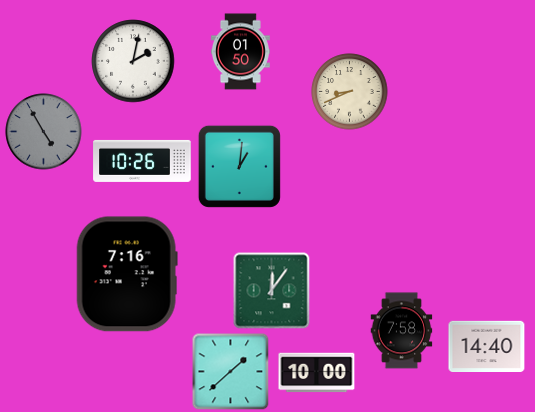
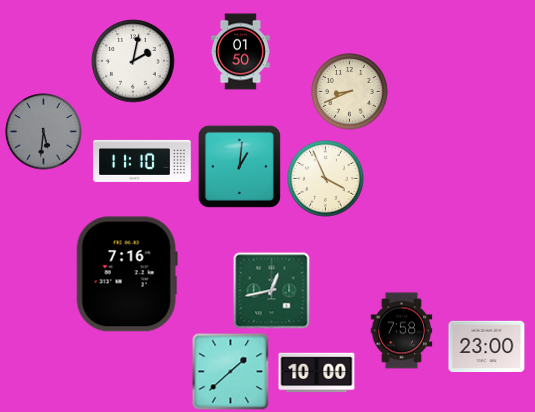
clock at (44, 132): 4:55 -> 5:31
clock at (142, 161): 10:26 -> 11:10
clock at (326, 179): none -> 3:56
clock at (272, 291): 12:06 -> 12:43
clock at (487, 346): 14:40 -> 23:00
